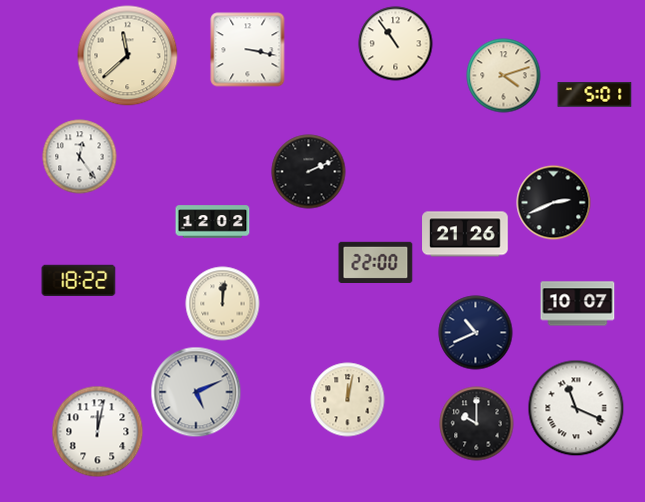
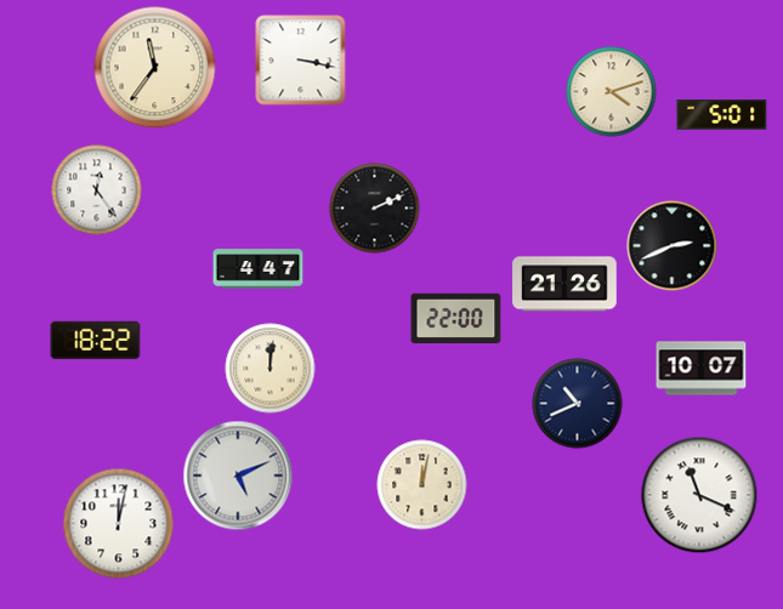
clock at (396, 44): 10:54 -> none
clock at (128, 56): 11:38 -> 11:36
clock at (213, 222): 12:02 -> 4:47
clock at (477, 424): 10:00 -> none
